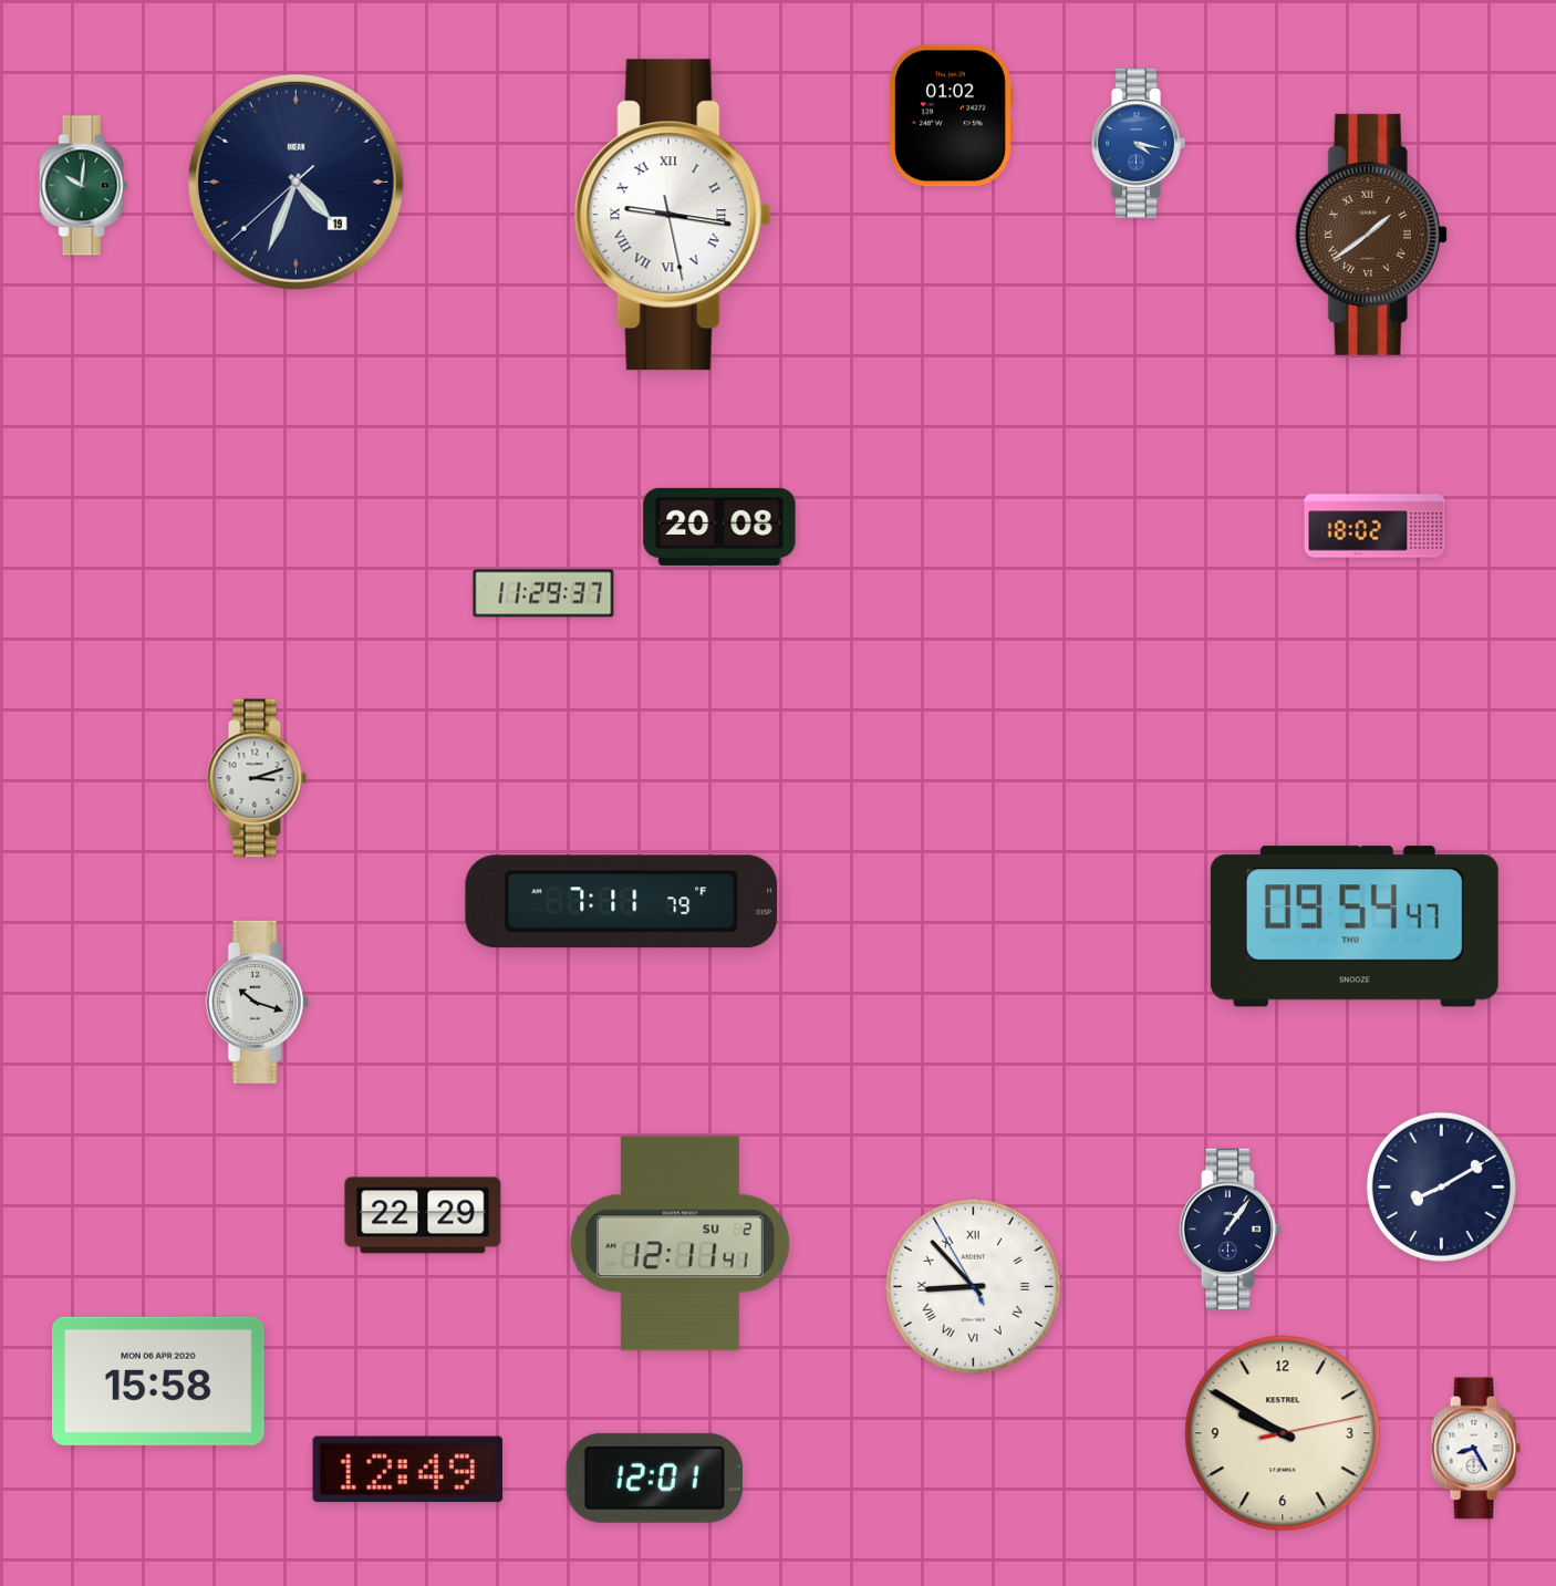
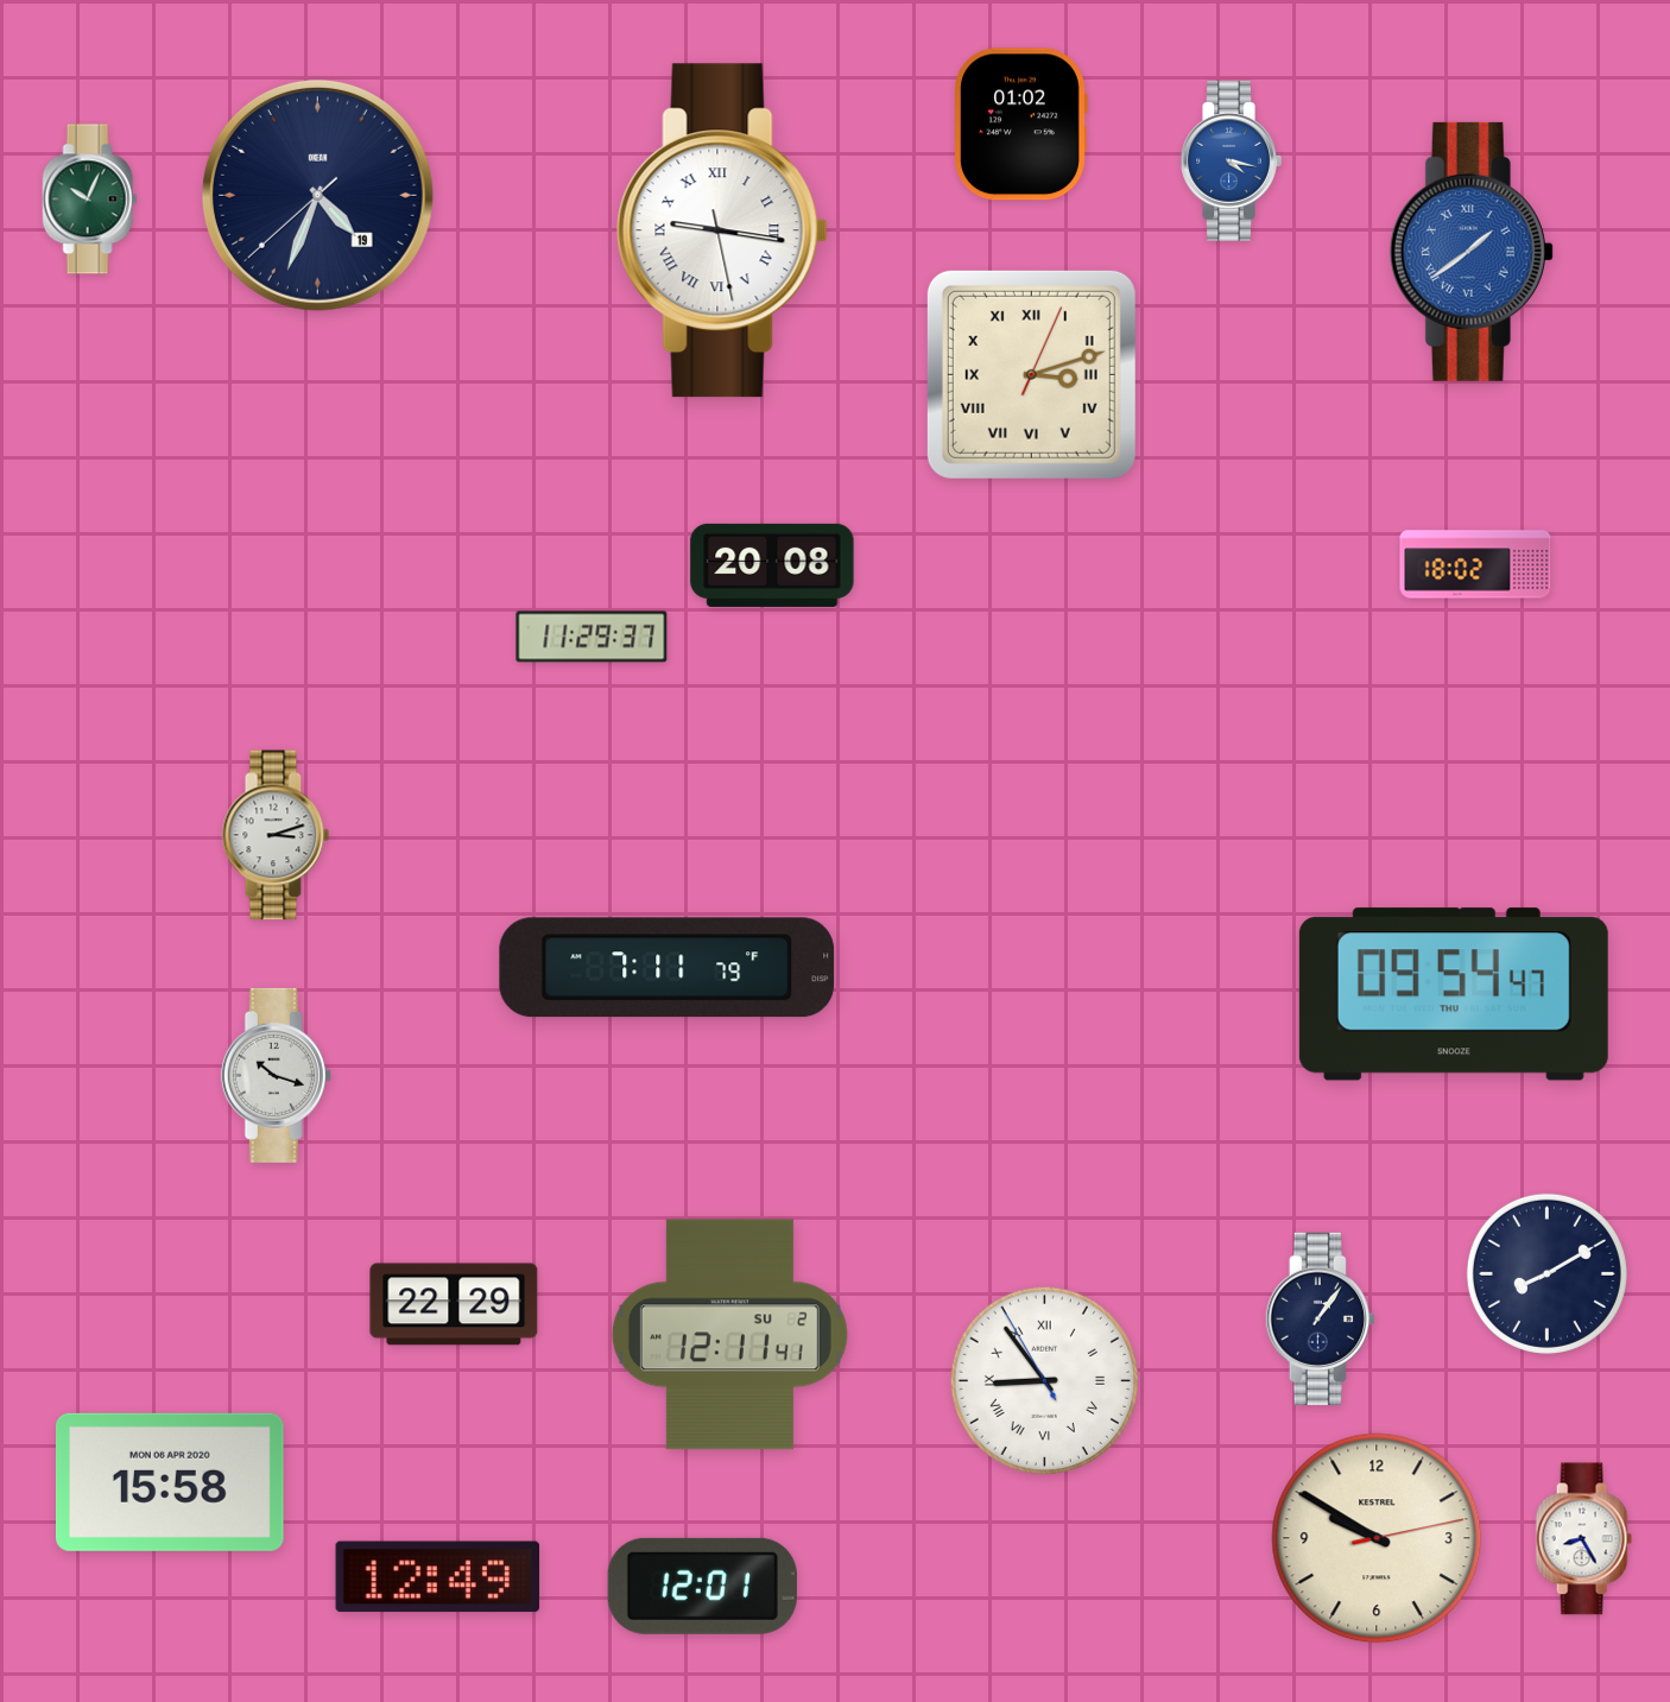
clock at (1138, 144) position: (1138, 144) -> (1231, 162)
clock at (84, 186): 10:01 -> 10:04
clock at (1371, 235) dial: brown -> blue
clock at (1031, 374): none -> 3:12
clock at (543, 593) position: (543, 593) -> (592, 637)
clock at (973, 1286): 8:52 -> 8:53
clock at (1475, 1449) position: (1475, 1449) -> (1583, 1539)
